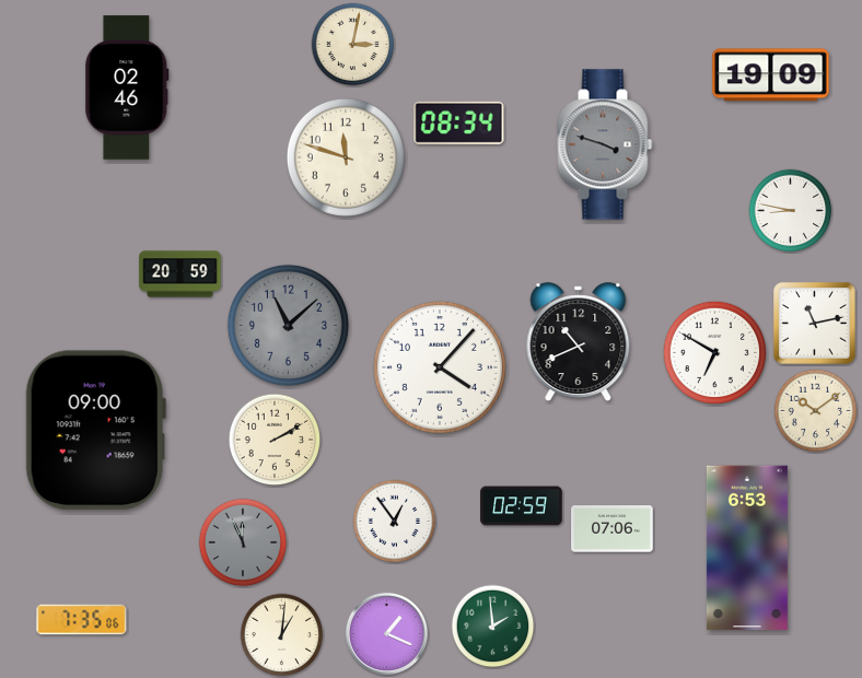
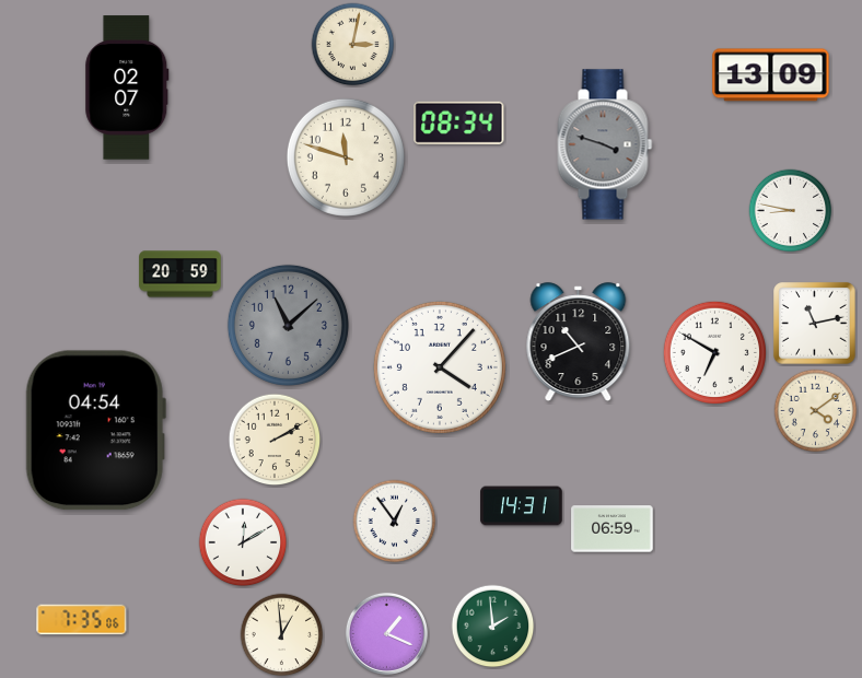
clock at (771, 75): 19:09 -> 13:09
clock at (127, 87): 02:46 -> 02:07
clock at (816, 411): 10:09 -> 4:09
clock at (95, 431): 09:00 -> 04:54
clock at (522, 506): 02:59 -> 14:31
clock at (613, 529): 07:06 -> 06:59
clock at (243, 542): 11:56 -> 12:10
clock at (243, 542) dial: grey -> white
clock at (747, 548): 6:53 -> none
clock at (282, 635): 1:01 -> 12:59
